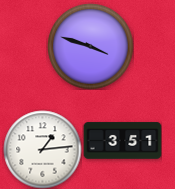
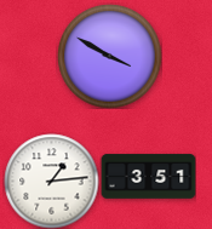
clock at (90, 46): 3:48 -> 3:50
clock at (122, 141) position: (122, 141) -> (148, 177)
